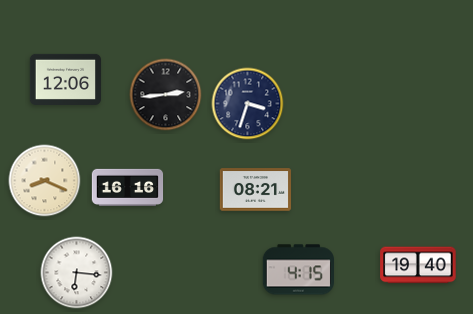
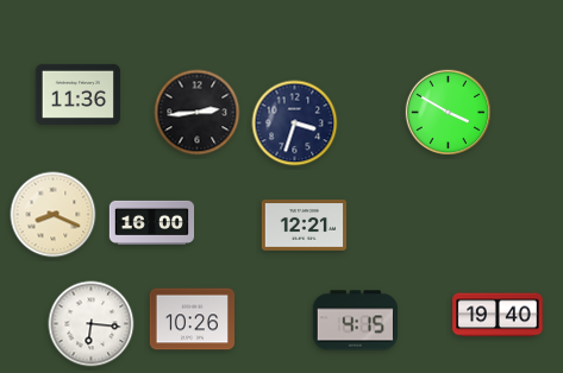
clock at (66, 79): 12:06 -> 11:36
clock at (449, 113): none -> 3:50
clock at (128, 187): 16:16 -> 16:00
clock at (256, 190): 08:21 -> 12:21
clock at (193, 320): none -> 10:26
